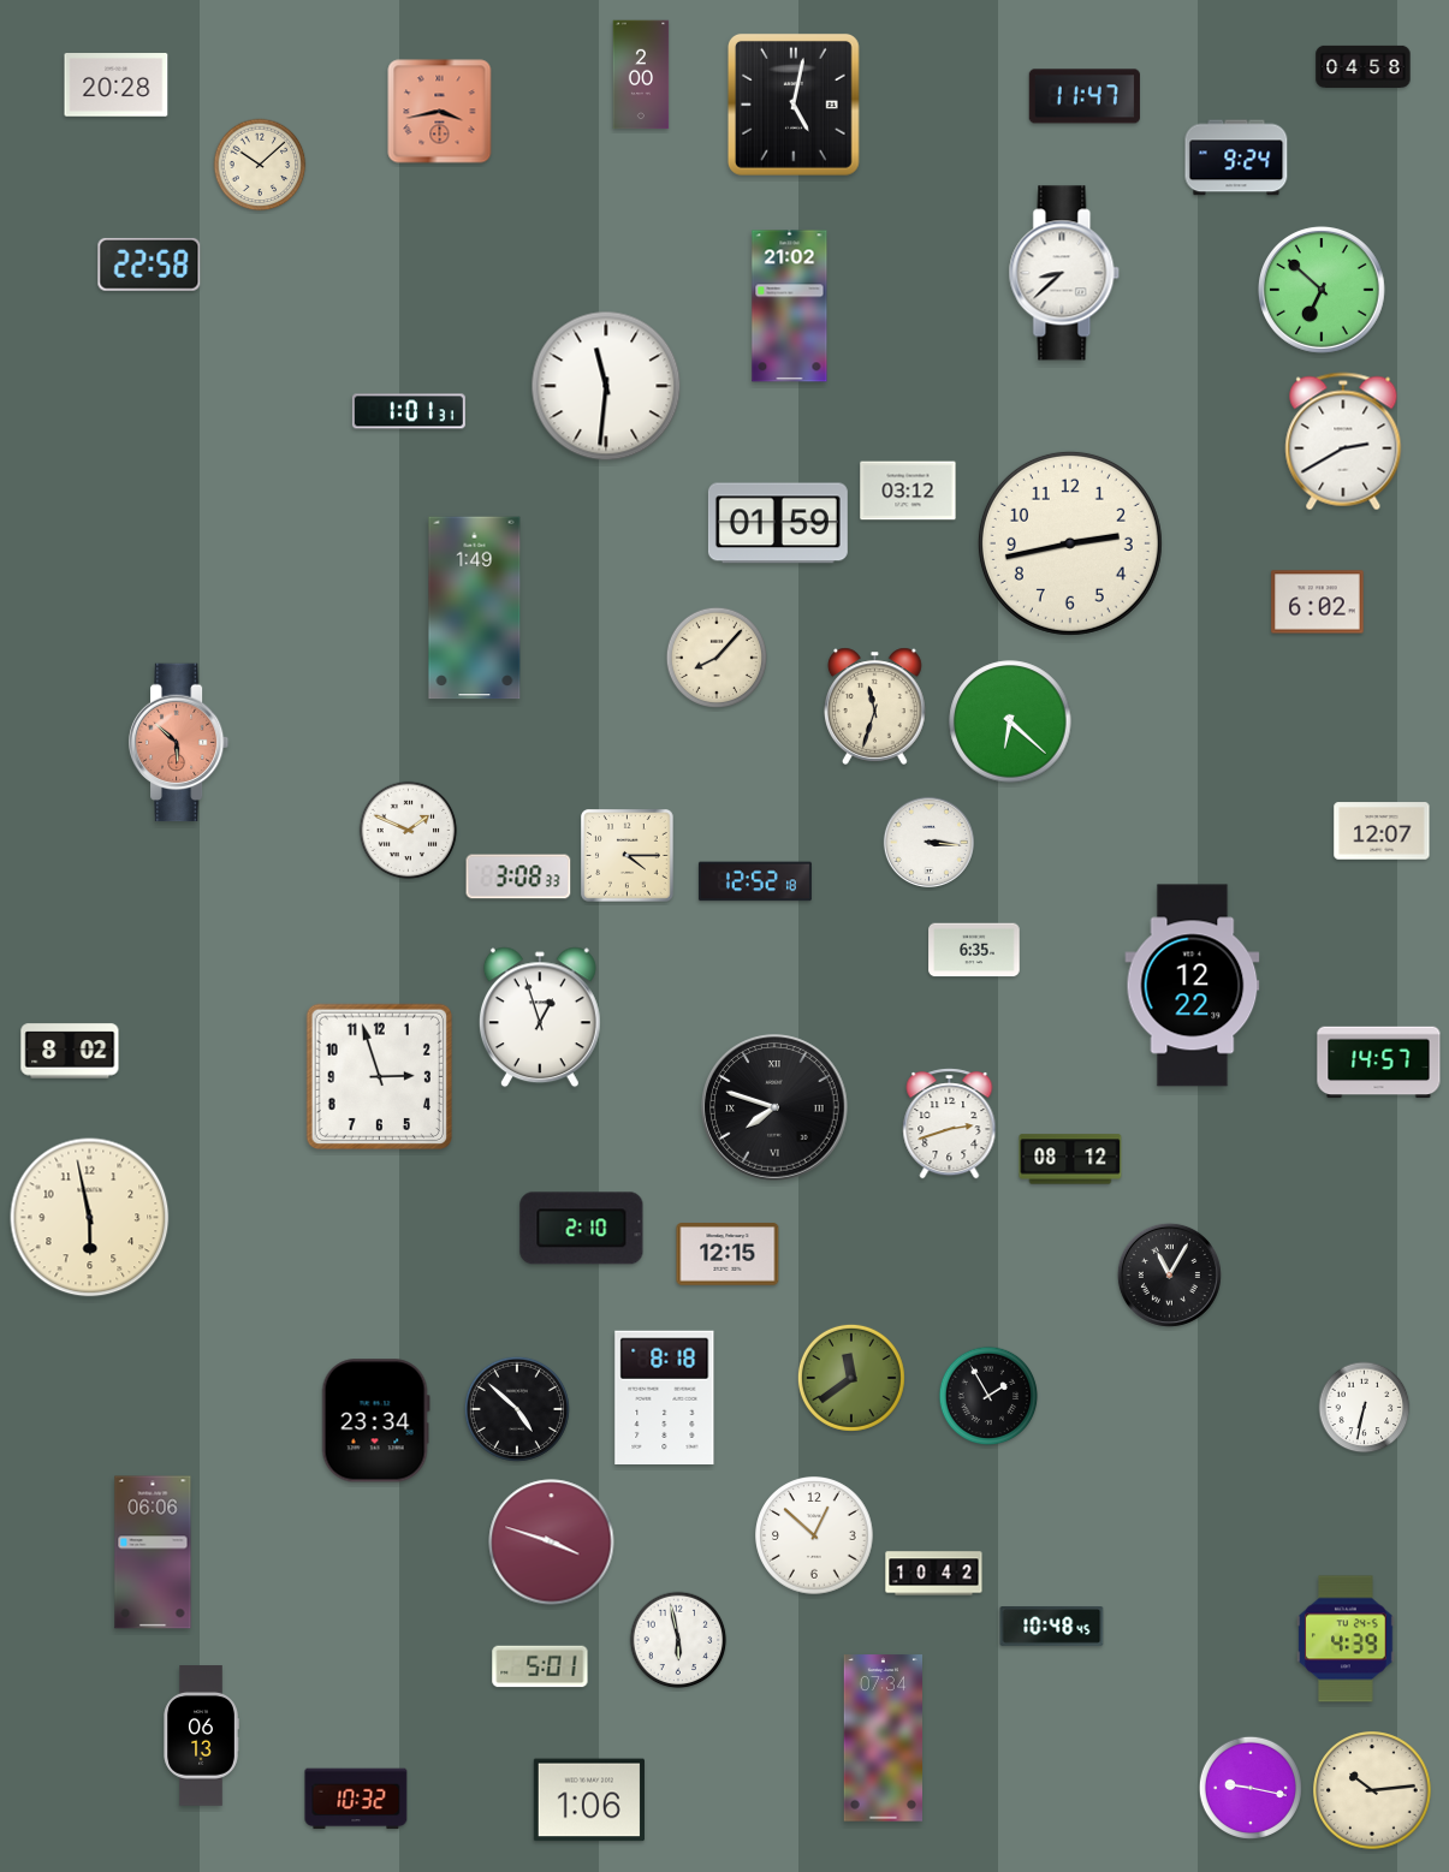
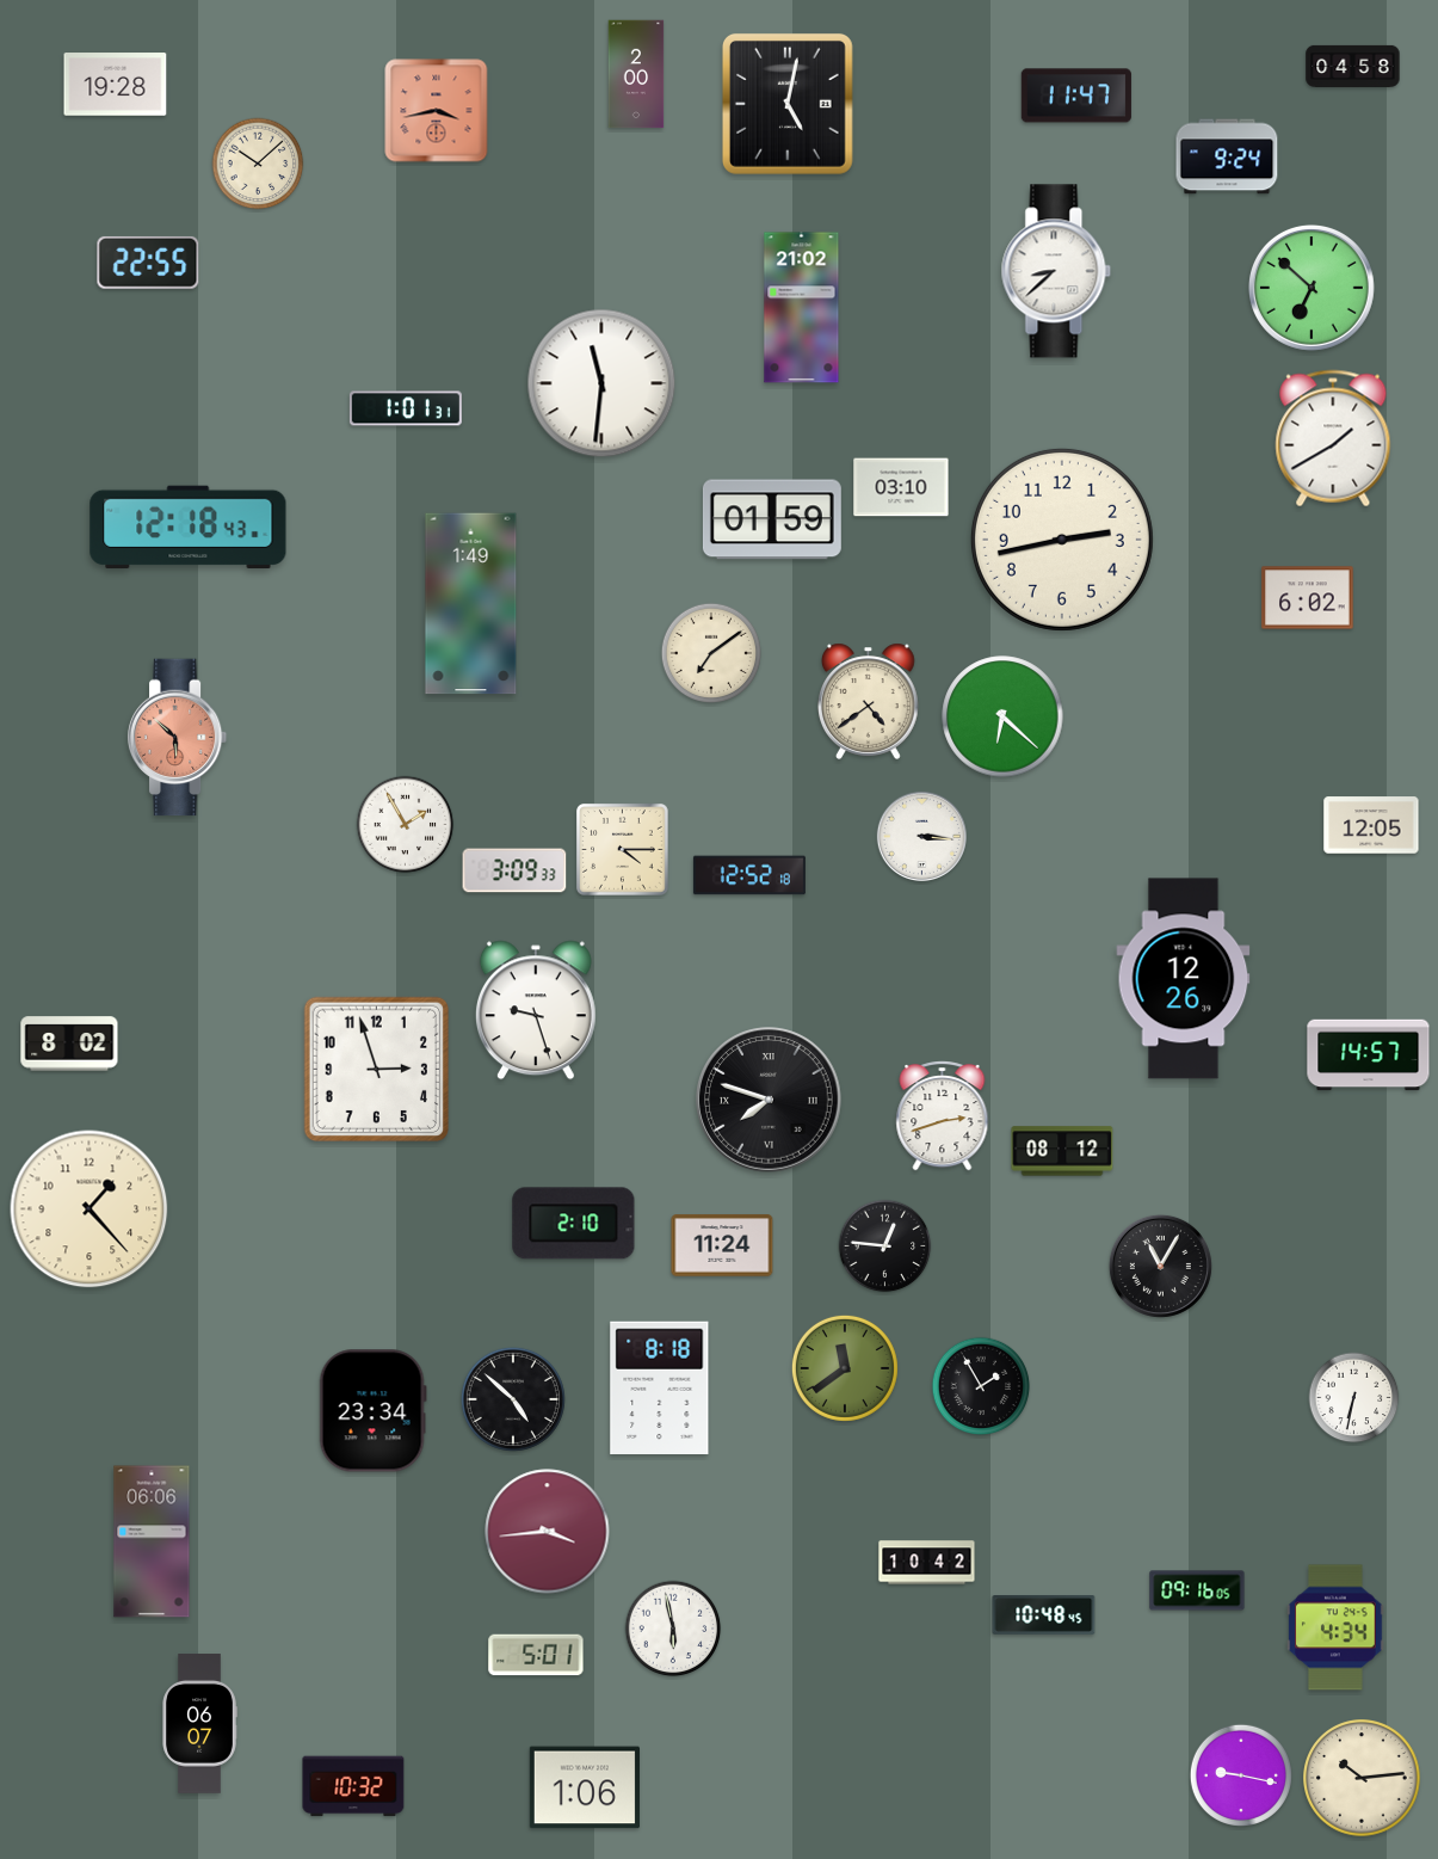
clock at (117, 85): 20:28 -> 19:28
clock at (149, 265): 22:58 -> 22:55
clock at (790, 307) position: (790, 307) -> (802, 308)
clock at (1343, 441): 2:40 -> 1:40
clock at (908, 491): 03:12 -> 03:10
clock at (189, 528): none -> 12:18
clock at (715, 656): 8:07 -> 7:09
clock at (875, 706): 11:33 -> 4:39
clock at (409, 831): 1:49 -> 1:55
clock at (1382, 831): 12:07 -> 12:05
clock at (518, 876): 3:08 -> 3:09
clock at (974, 950): 6:35 -> none
clock at (1193, 986): 12:22 -> 12:26
clock at (540, 1017): 12:57 -> 9:27
clock at (90, 1218): 5:58 -> 1:23
clock at (582, 1229) position: (582, 1229) -> (574, 1224)
clock at (728, 1254): 12:15 -> 11:24
clock at (885, 1246): none -> 12:46
clock at (814, 1535): 12:52 -> none
clock at (552, 1543): 3:48 -> 3:44
clock at (1197, 1590): none -> 09:16
clock at (1346, 1639): 4:39 -> 4:34
clock at (201, 1736): 06:13 -> 06:07
clock at (883, 1739): 07:34 -> none
